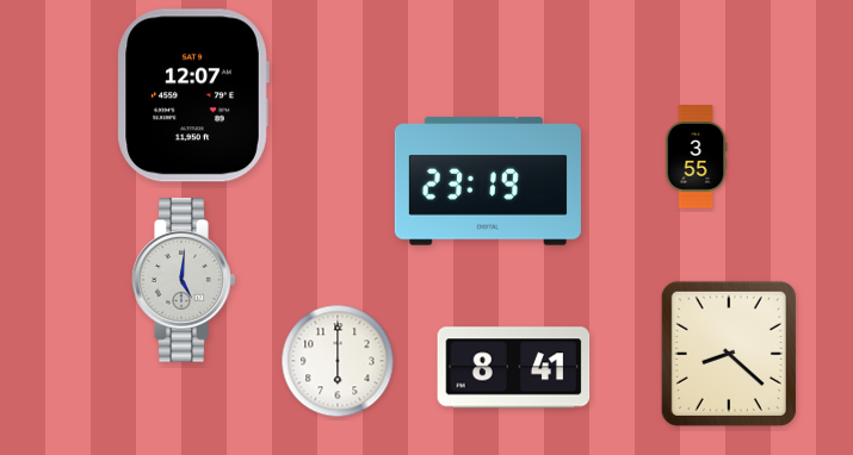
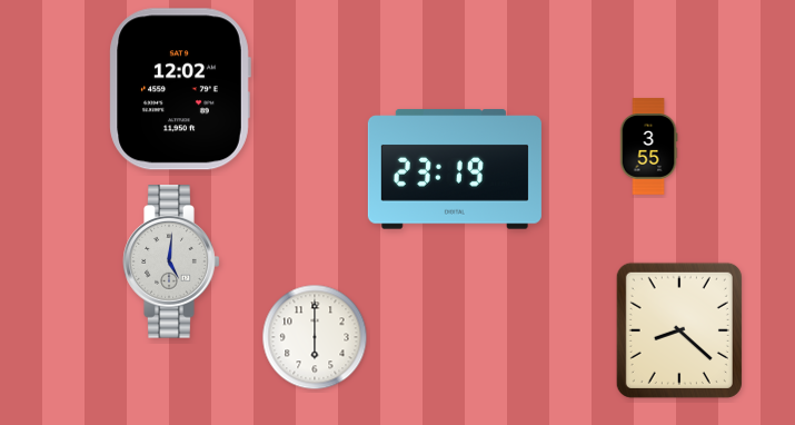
clock at (193, 95): 12:07 -> 12:02
clock at (514, 368): 8:41 -> none
